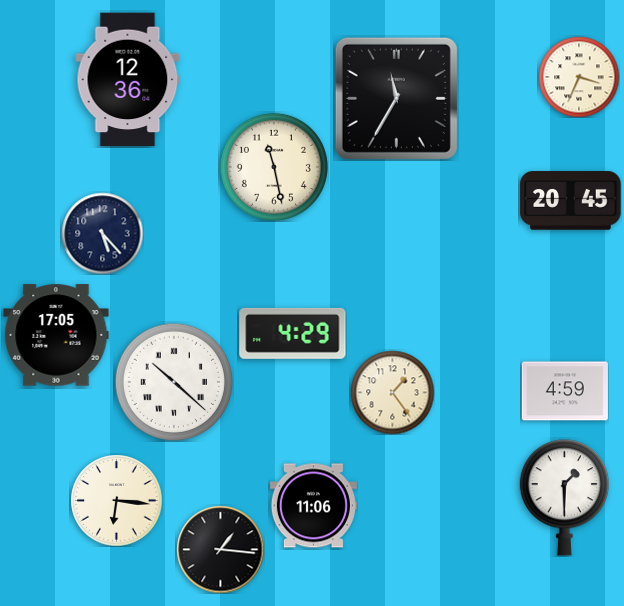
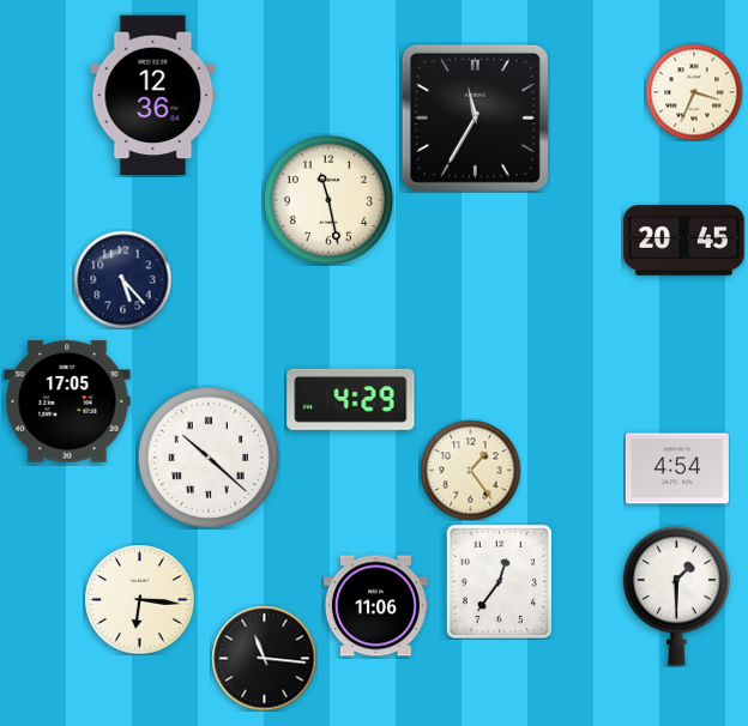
clock at (565, 391): 4:59 -> 4:54
clock at (499, 581): none -> 12:36
clock at (220, 549): 1:16 -> 11:16
